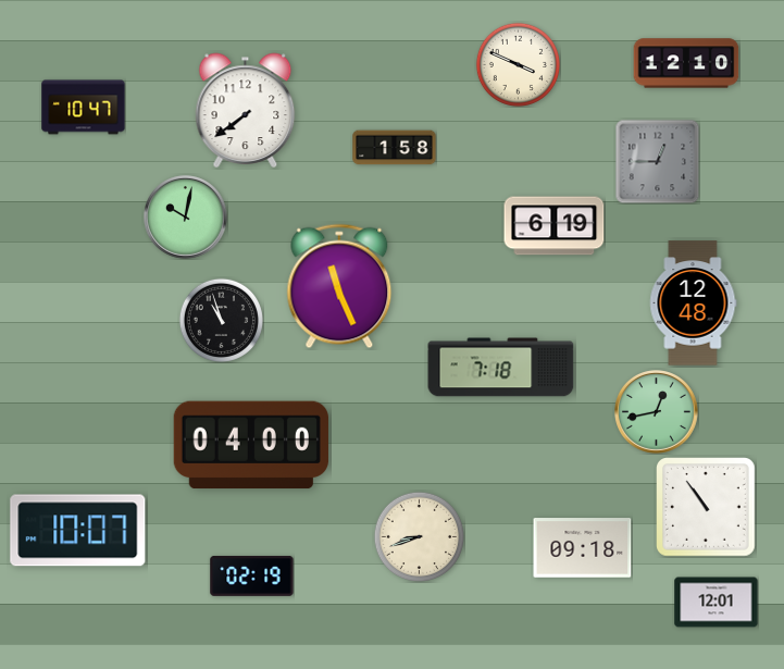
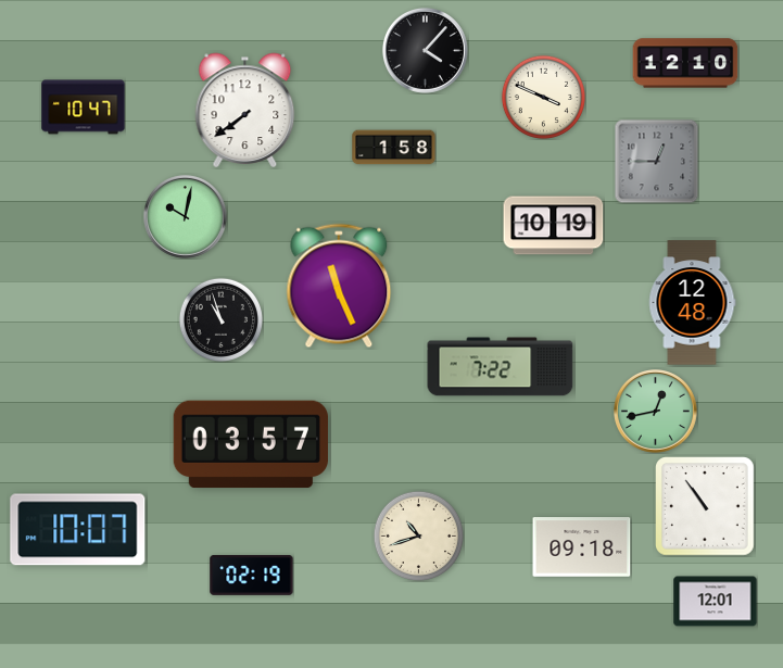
clock at (425, 50): none -> 4:07
clock at (518, 64) position: (518, 64) -> (543, 97)
clock at (555, 226): 6:19 -> 10:19
clock at (501, 368): 7:18 -> 7:22
clock at (251, 445): 04:00 -> 03:57
clock at (419, 536): 8:42 -> 10:42
